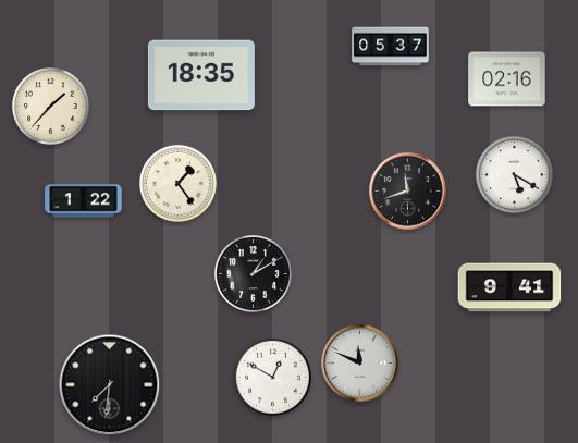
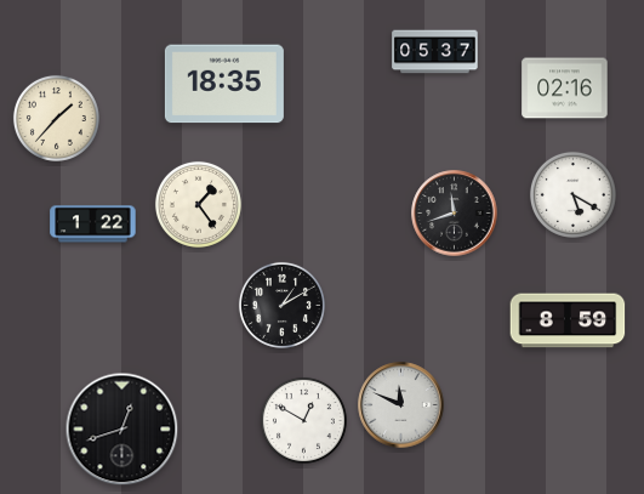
clock at (509, 287): 9:41 -> 8:59
clock at (110, 385): 7:31 -> 12:42
